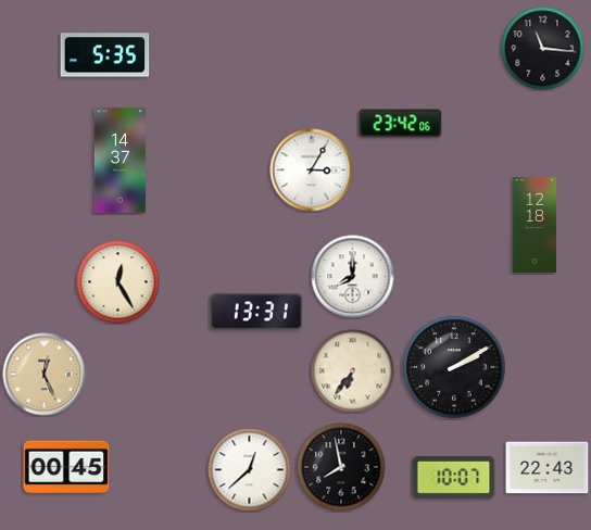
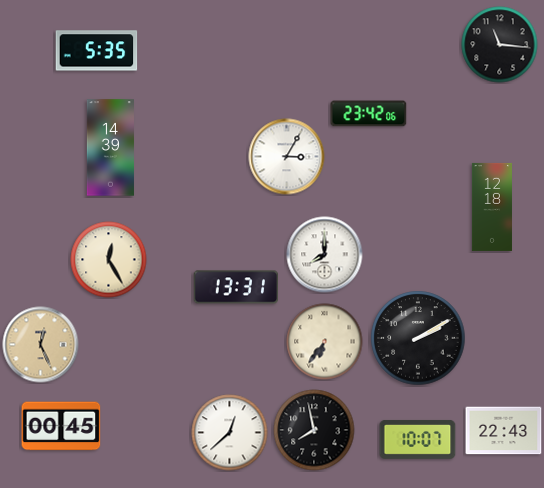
clock at (120, 161): 14:37 -> 14:39
clock at (66, 467) position: (66, 467) -> (61, 426)
